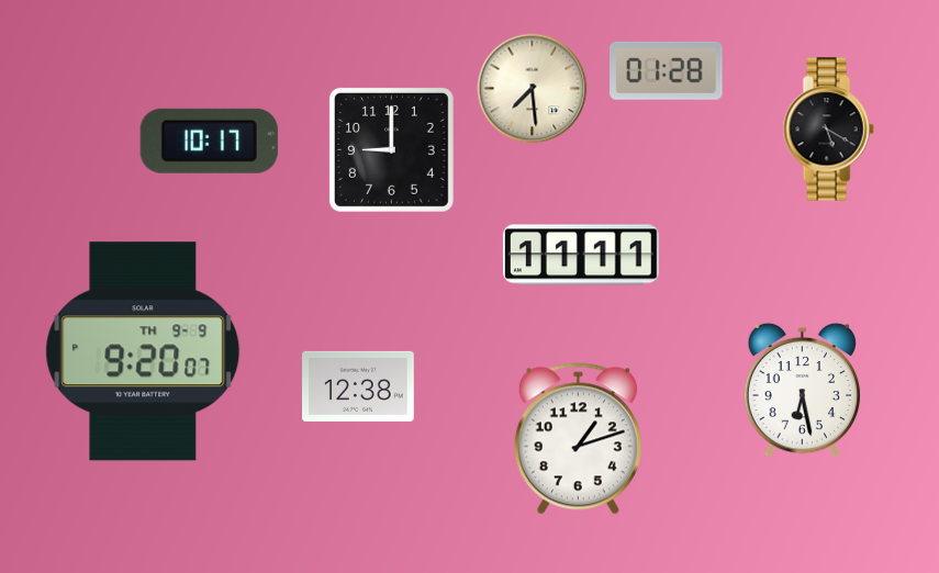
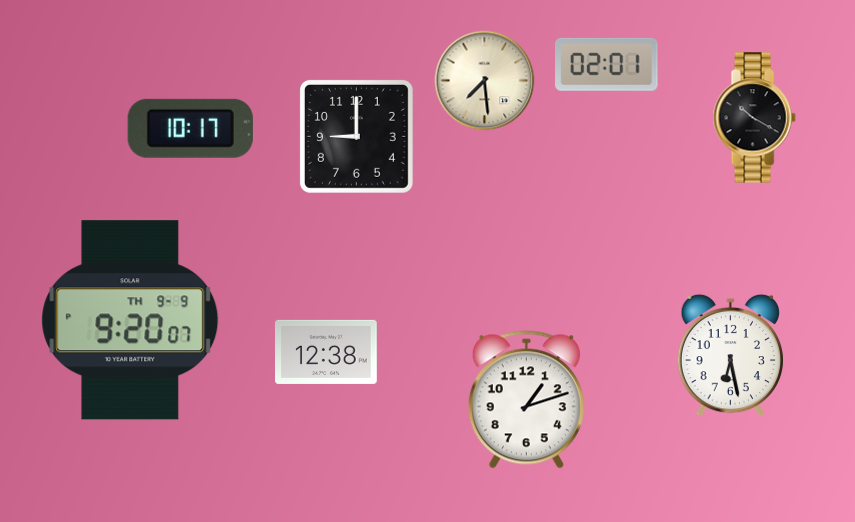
clock at (667, 70): 01:28 -> 02:01
clock at (828, 130): 5:20 -> 10:20
clock at (581, 255): 11:11 -> none
